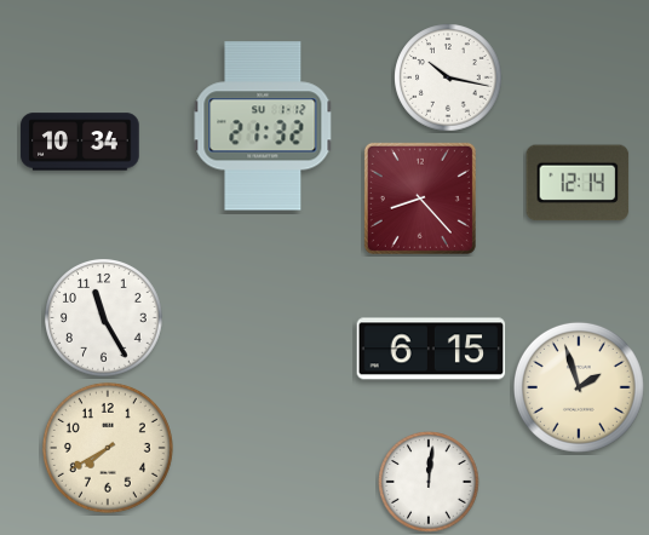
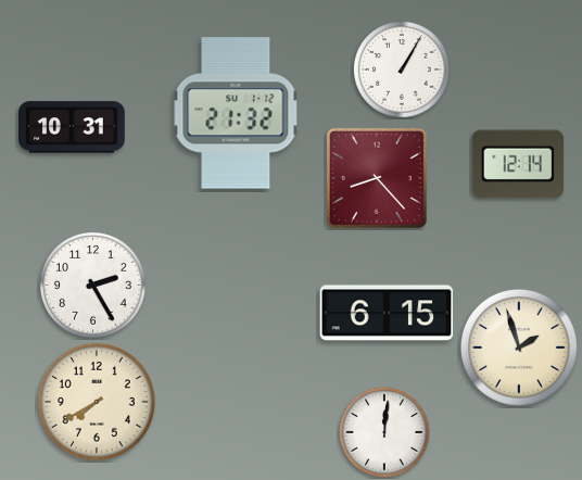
clock at (448, 77): 10:17 -> 1:05
clock at (80, 142): 10:34 -> 10:31
clock at (104, 318): 11:25 -> 2:25
